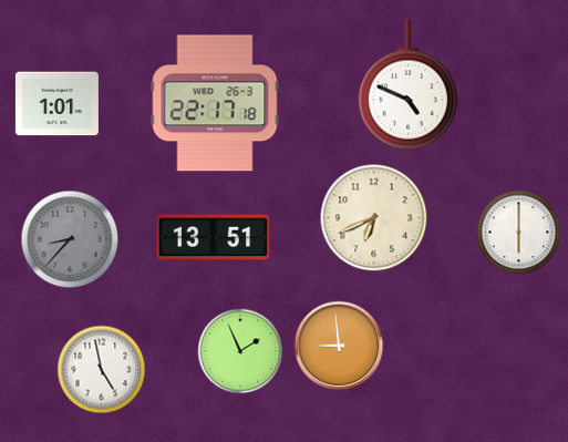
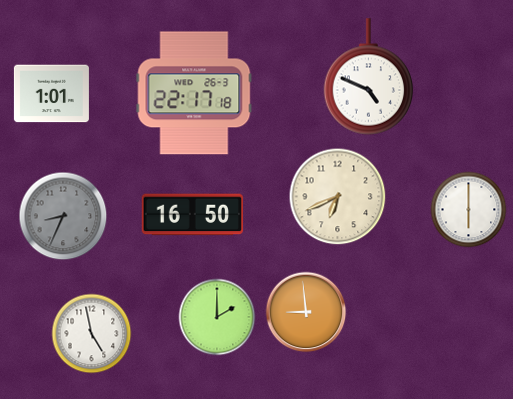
clock at (213, 238): 13:51 -> 16:50
clock at (70, 239): 8:37 -> 8:34
clock at (240, 351): 1:56 -> 2:00
